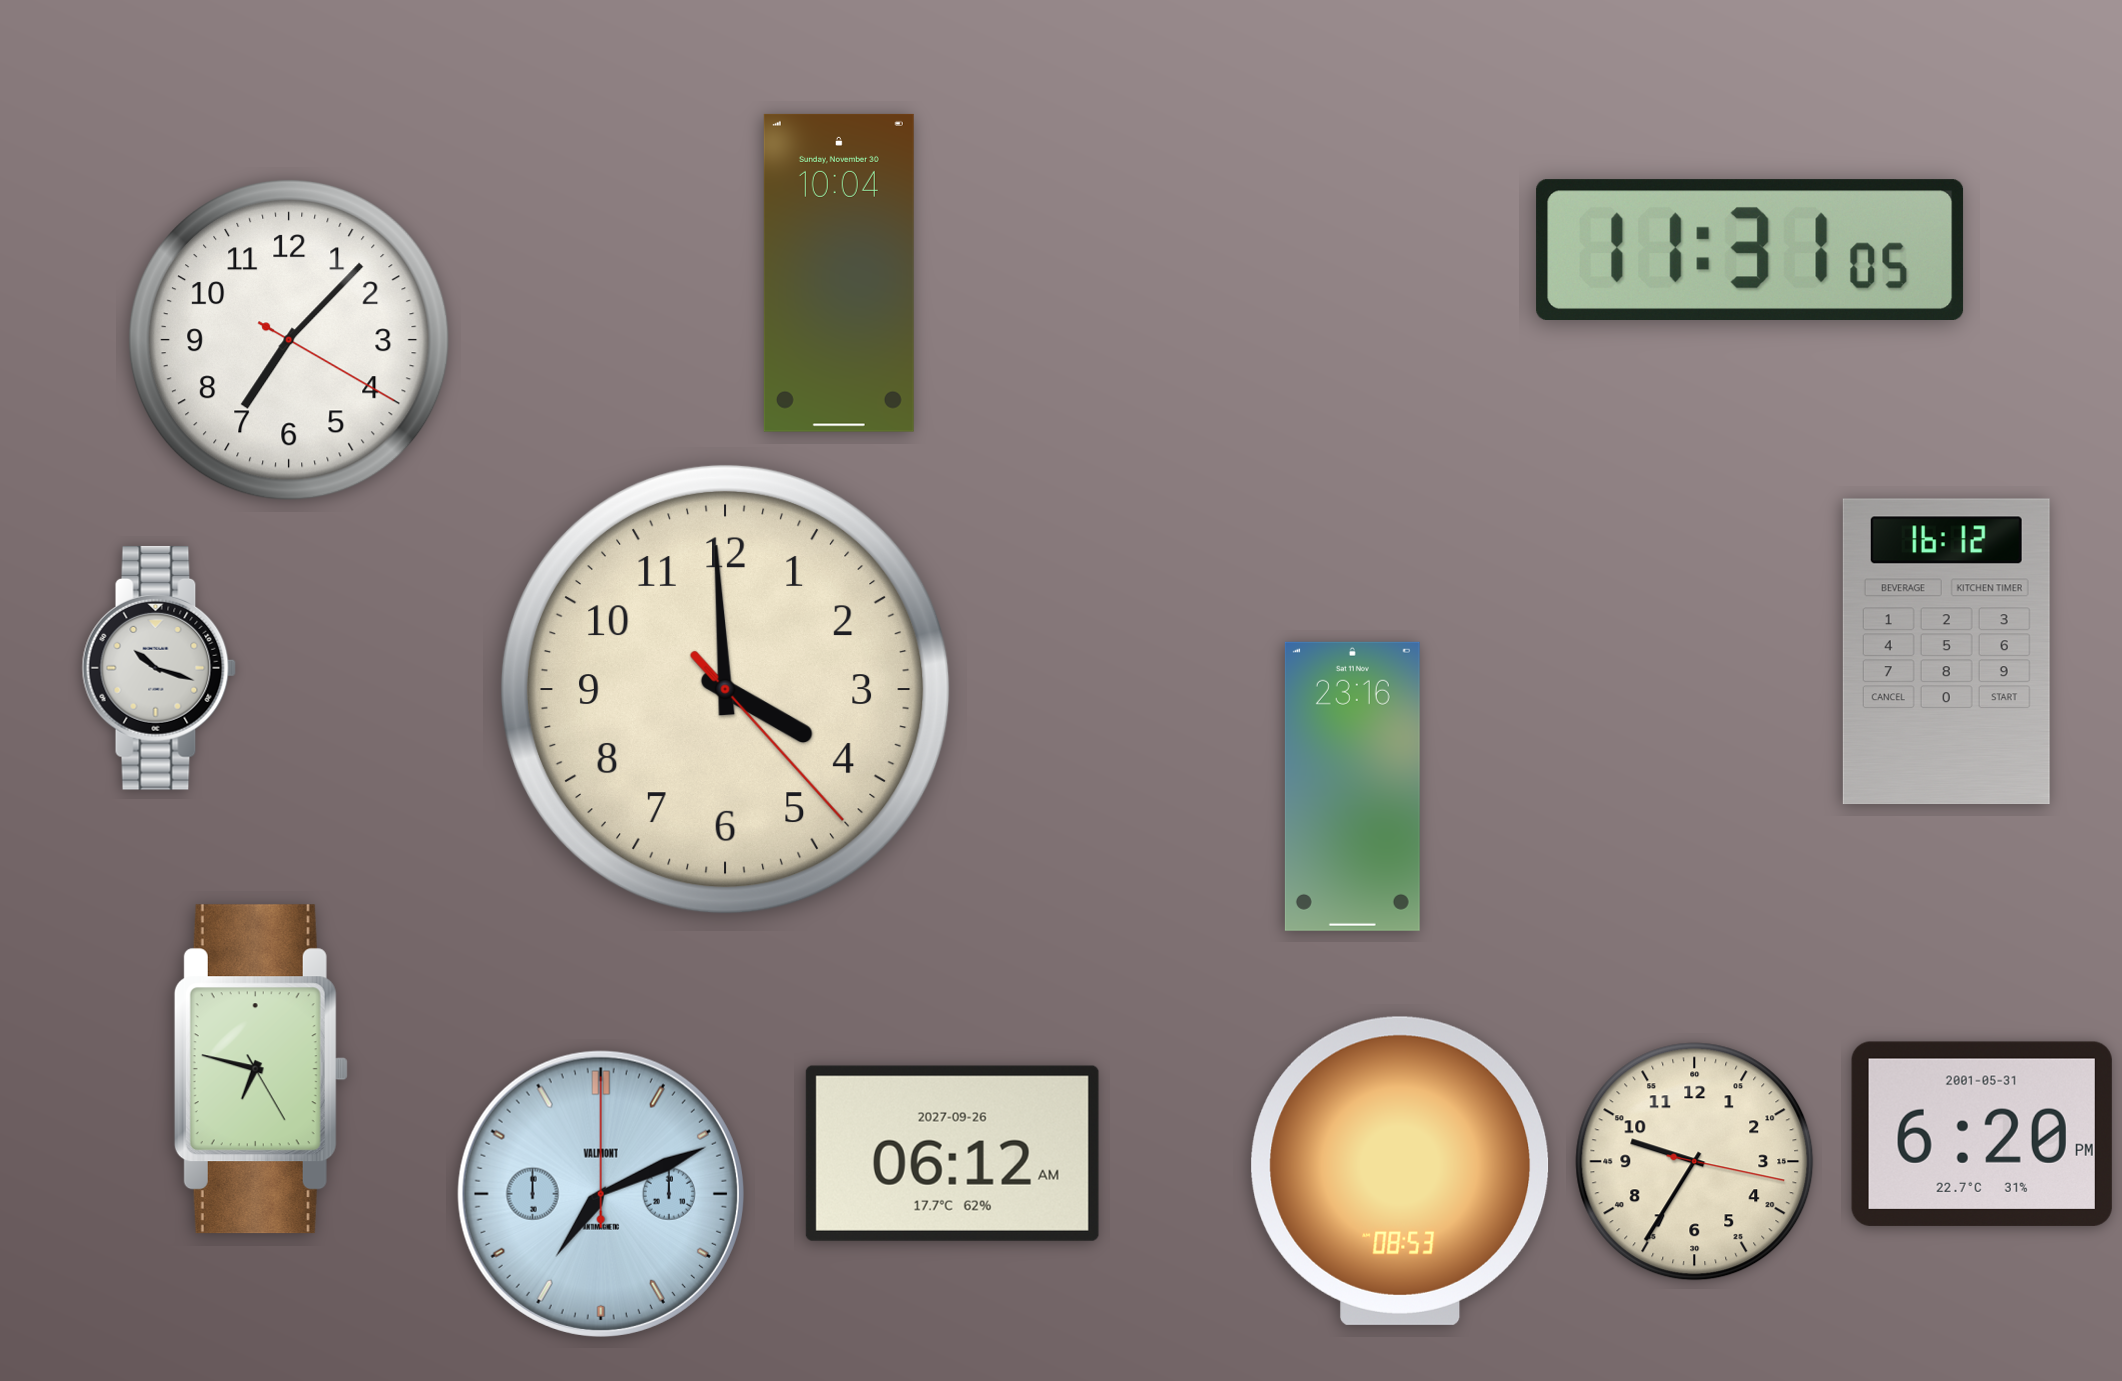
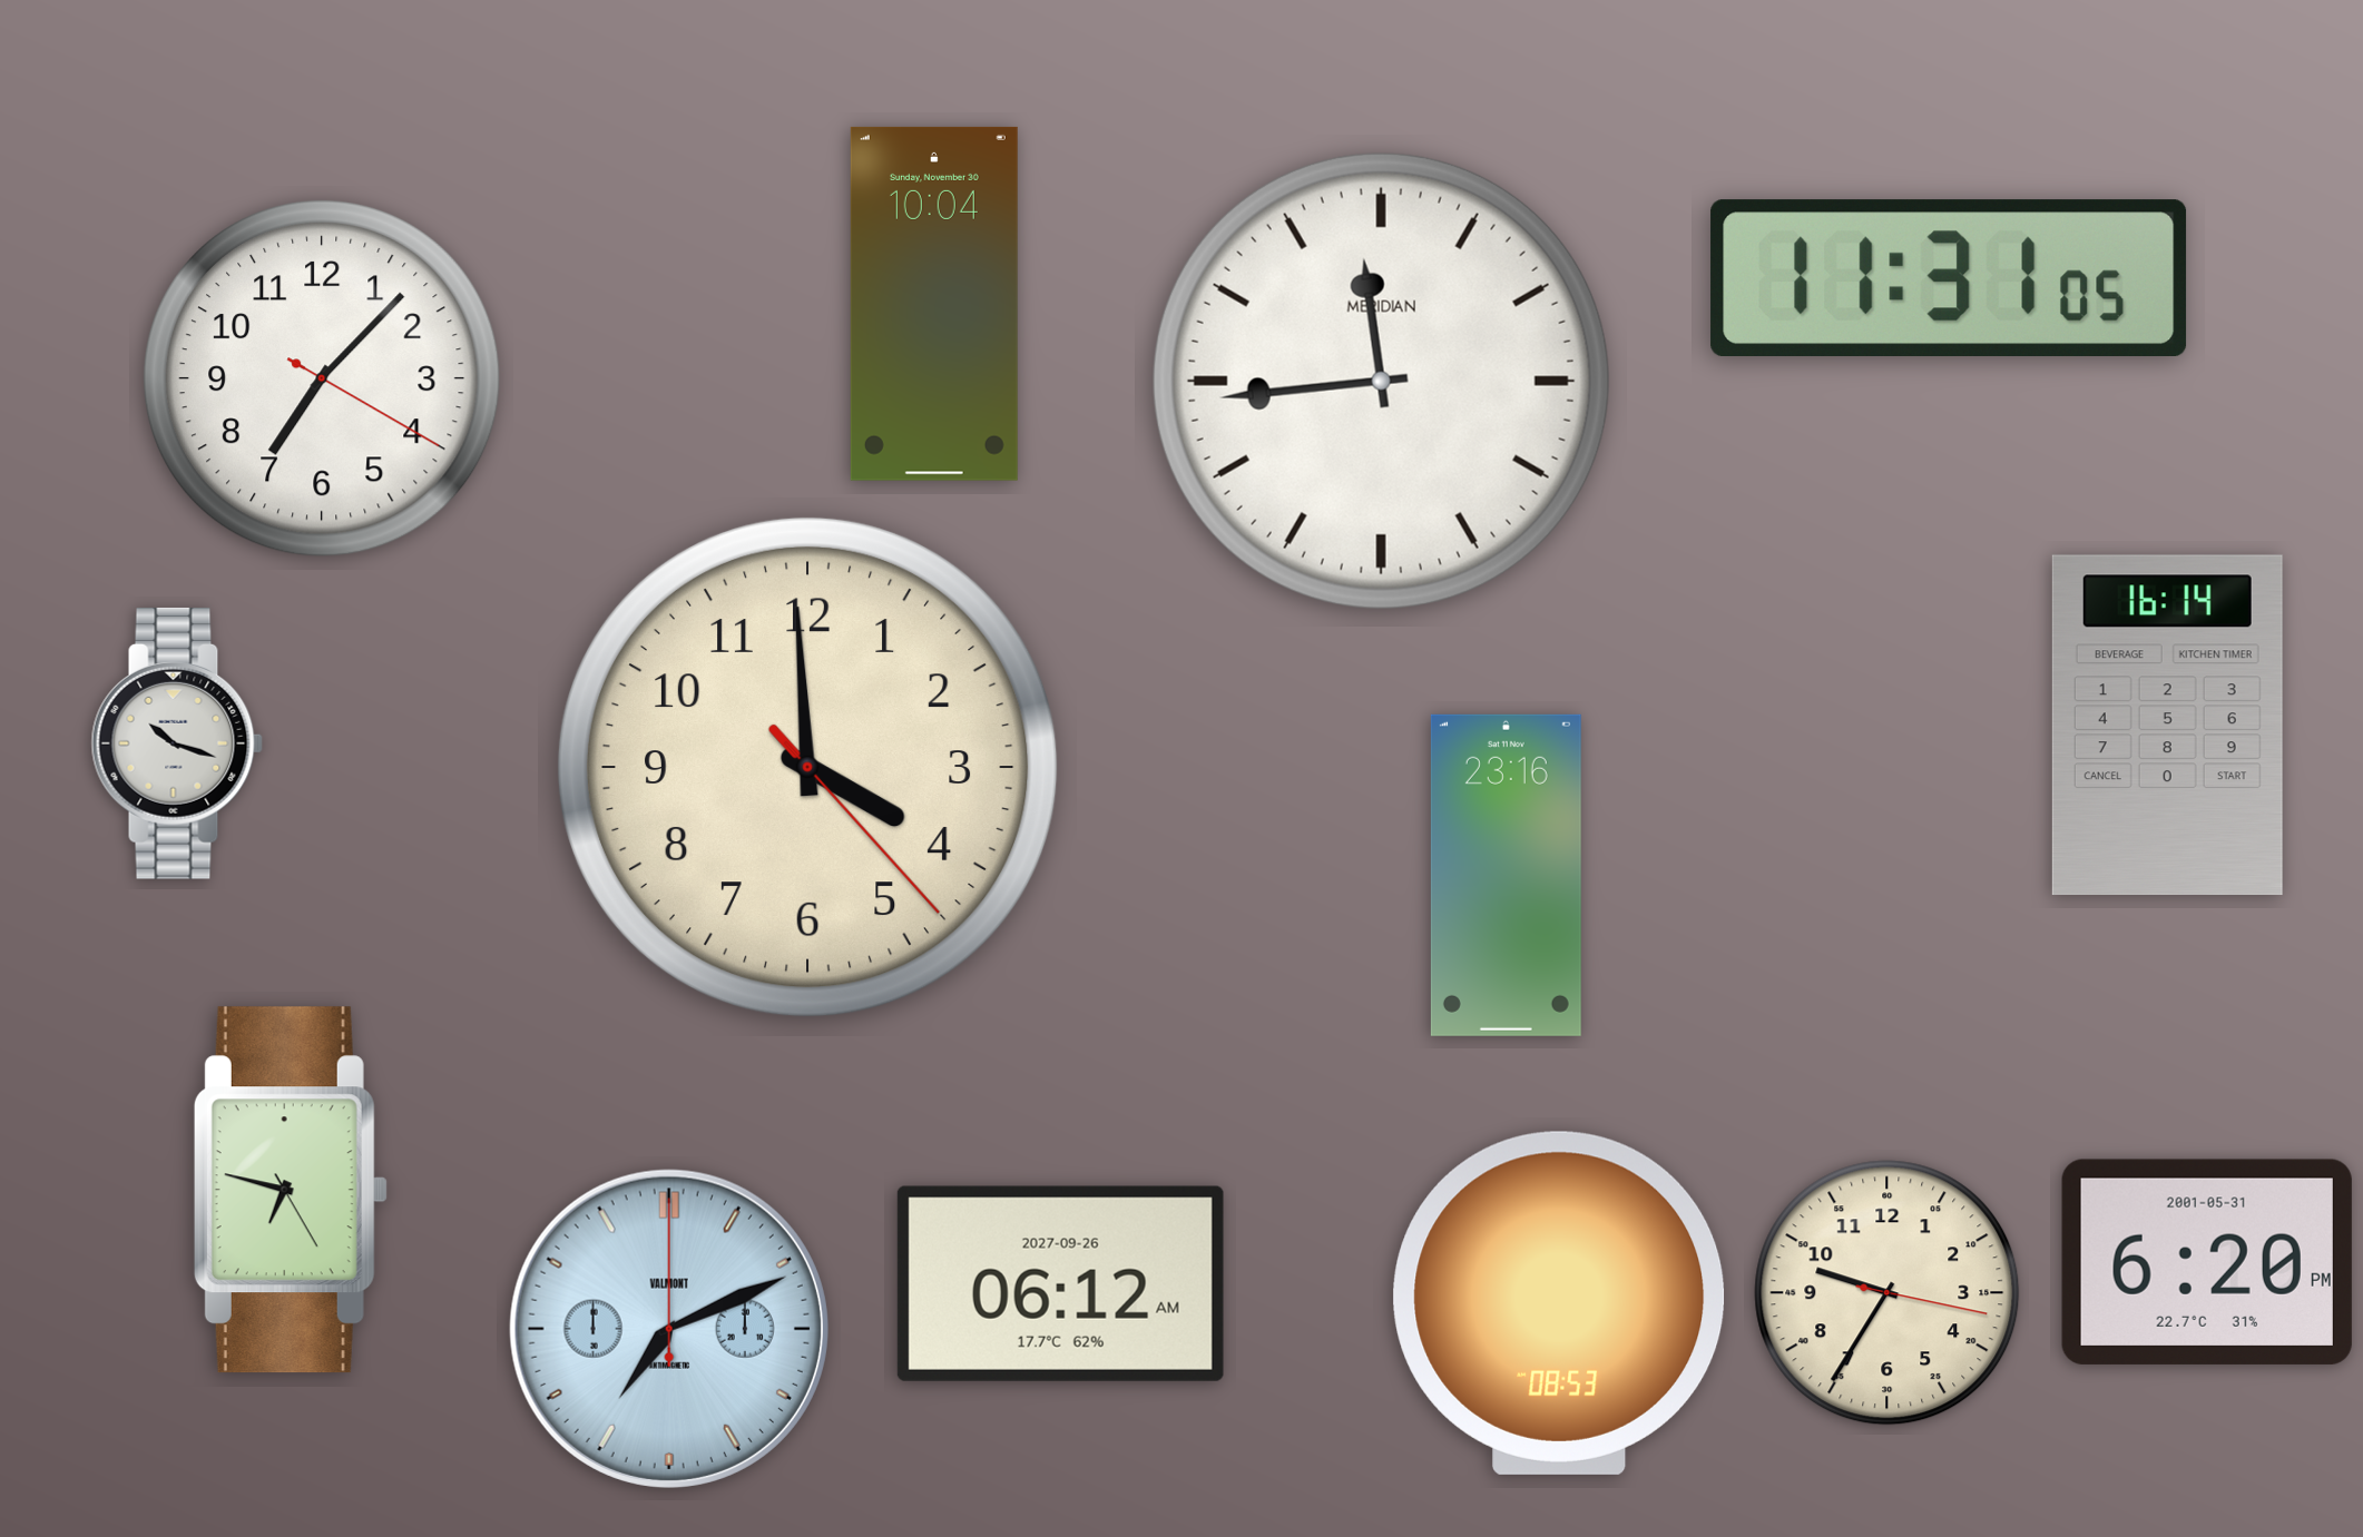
clock at (1381, 381): none -> 11:44
clock at (1946, 652): 16:12 -> 16:14
